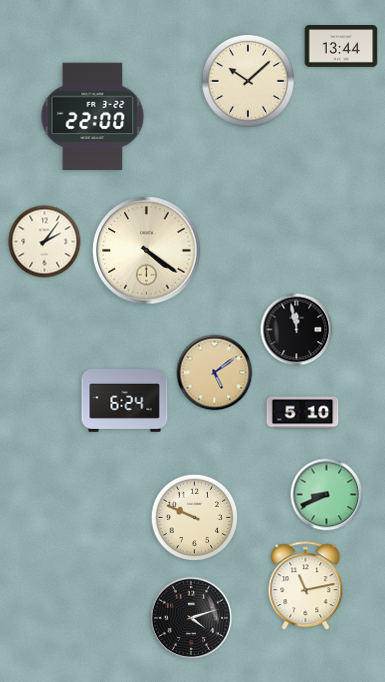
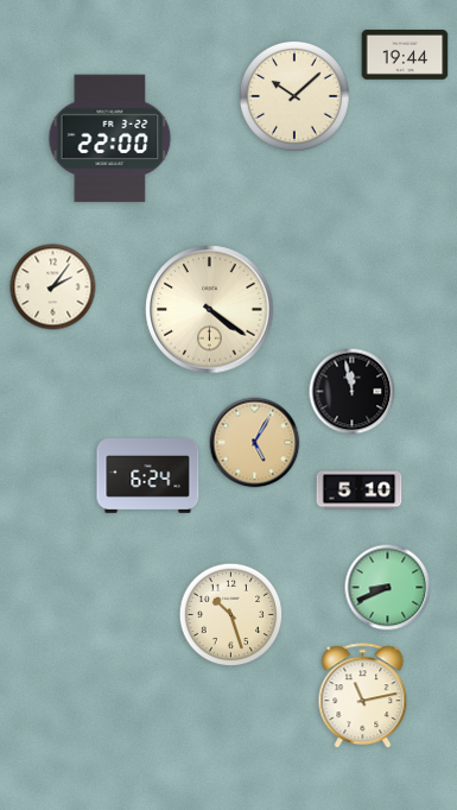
clock at (341, 47): 13:44 -> 19:44
clock at (147, 251) position: (147, 251) -> (210, 310)
clock at (215, 373): 5:09 -> 5:05
clock at (195, 518): 9:49 -> 10:27
clock at (191, 618): 4:12 -> none
